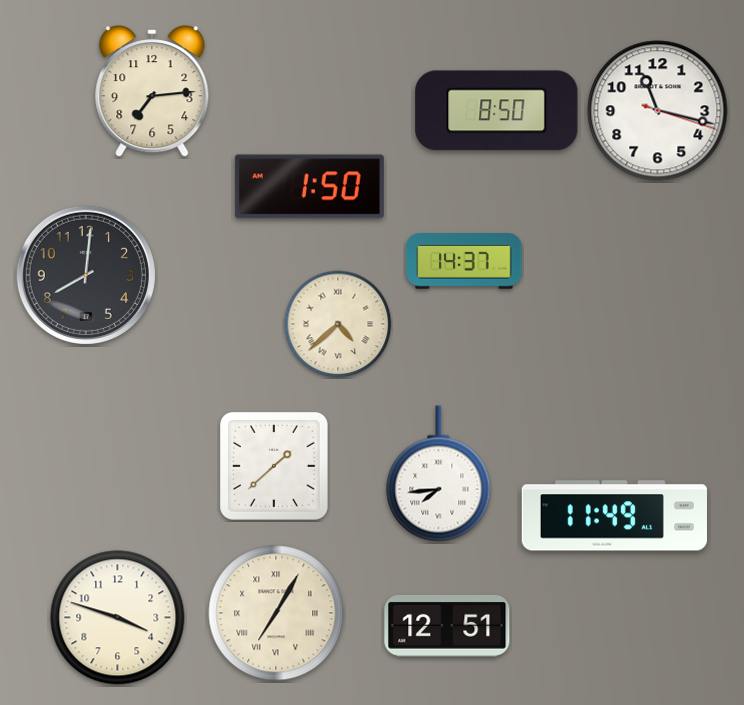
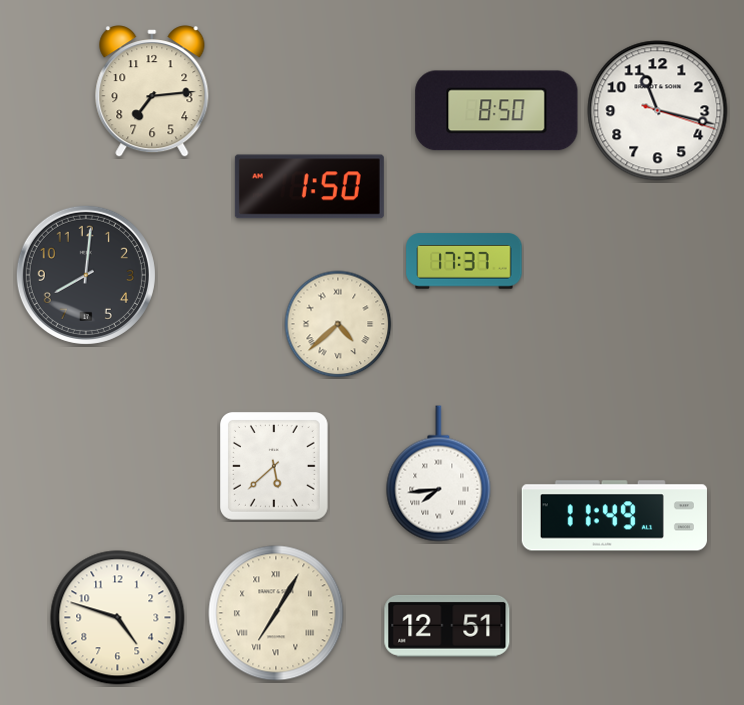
clock at (464, 261): 14:37 -> 17:37
clock at (275, 467): 1:38 -> 5:38
clock at (118, 618): 3:48 -> 4:48
